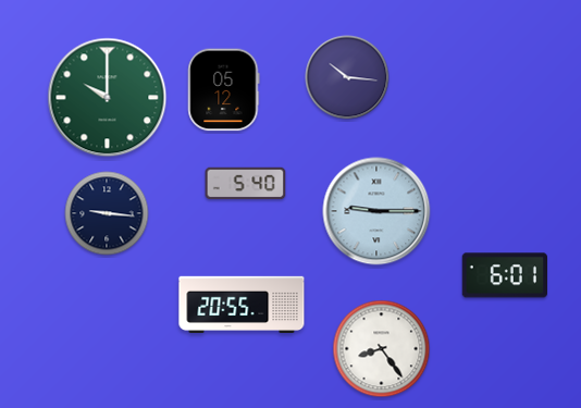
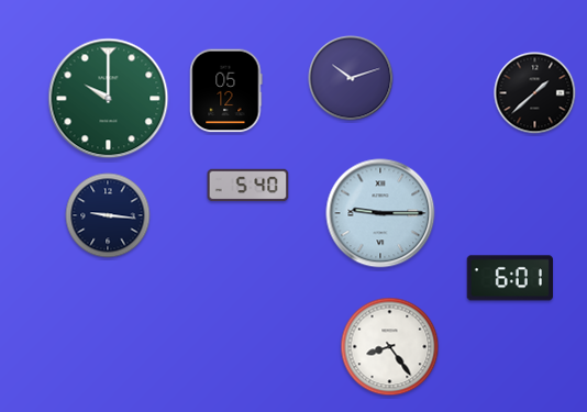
clock at (347, 77): 10:16 -> 10:12
clock at (535, 93): none -> 1:38
clock at (242, 304): 20:55 -> none
clock at (382, 349) position: (382, 349) -> (390, 347)
